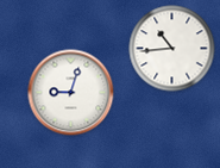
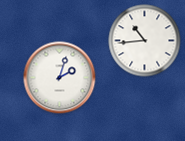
clock at (71, 93): 9:03 -> 2:03
